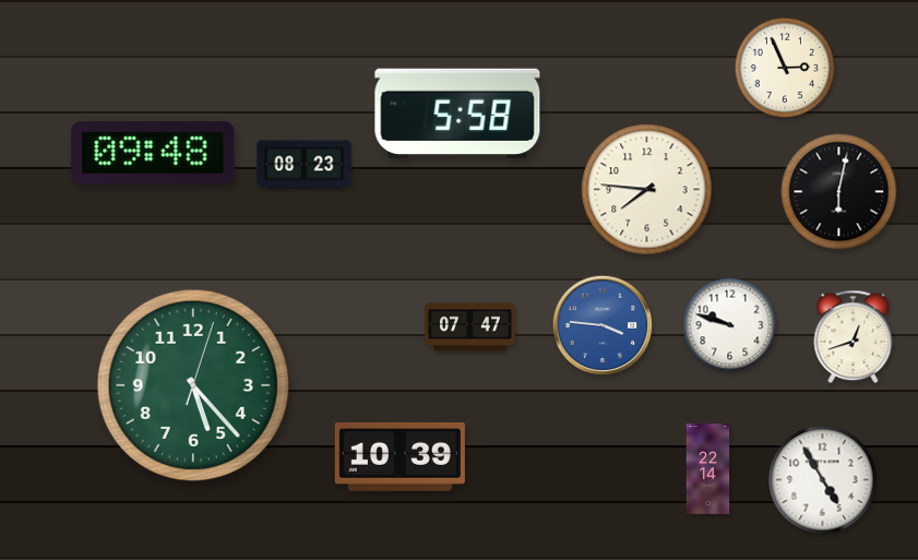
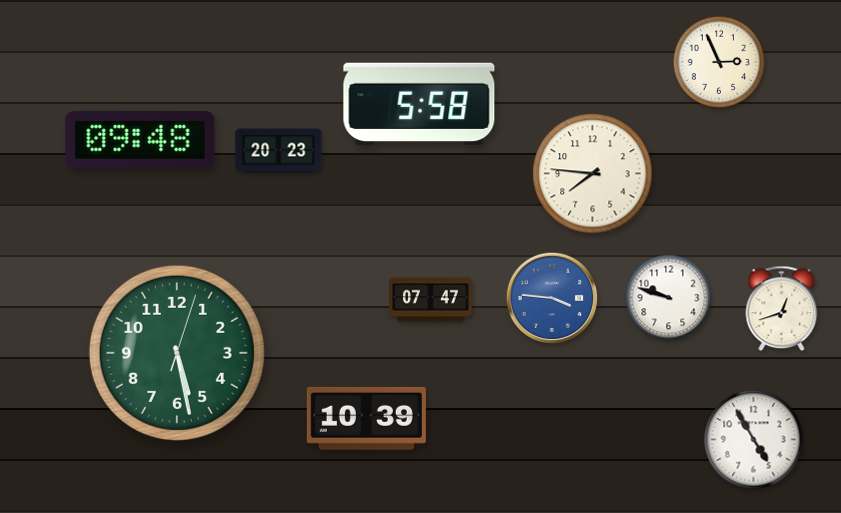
clock at (305, 165): 08:23 -> 20:23
clock at (839, 192): 6:02 -> none
clock at (193, 385): 5:23 -> 5:28
clock at (708, 469): 22:14 -> none
